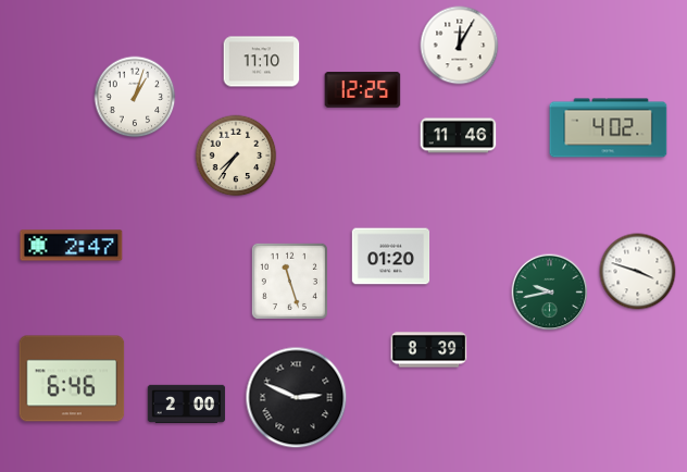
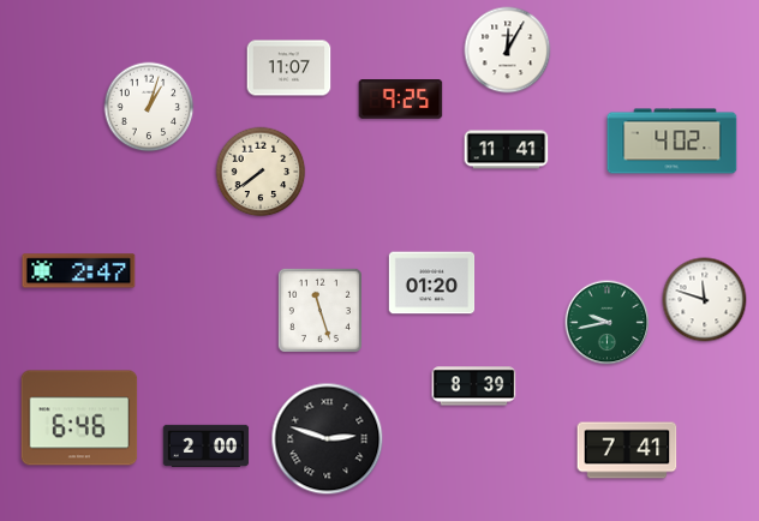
clock at (262, 62): 11:10 -> 11:07
clock at (363, 90): 12:25 -> 9:25
clock at (459, 136): 11:46 -> 11:41
clock at (236, 156): 7:36 -> 7:39
clock at (638, 272): 3:48 -> 11:48
clock at (297, 398): 2:49 -> 2:48
clock at (627, 450): none -> 7:41
